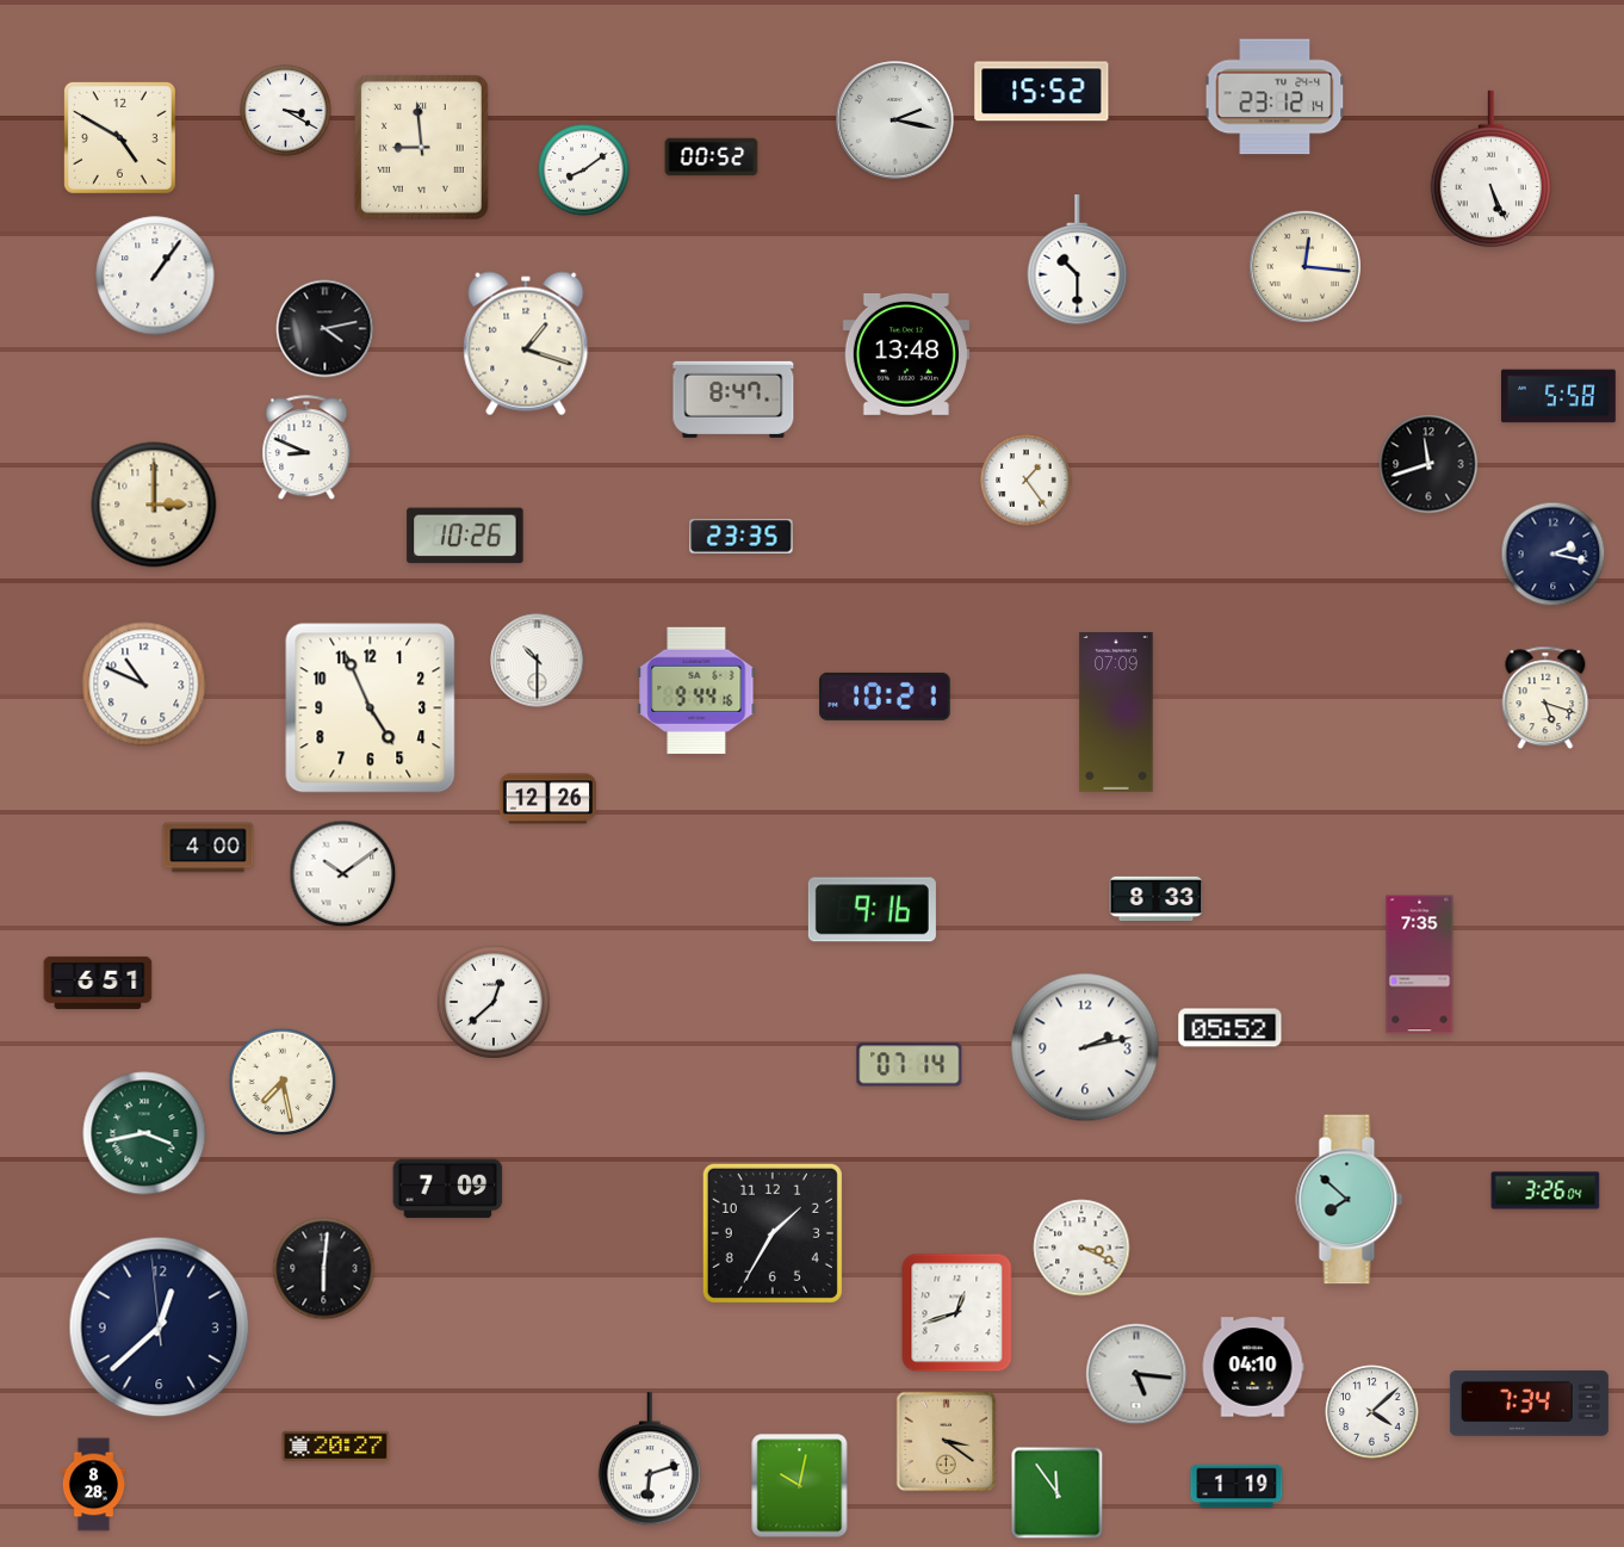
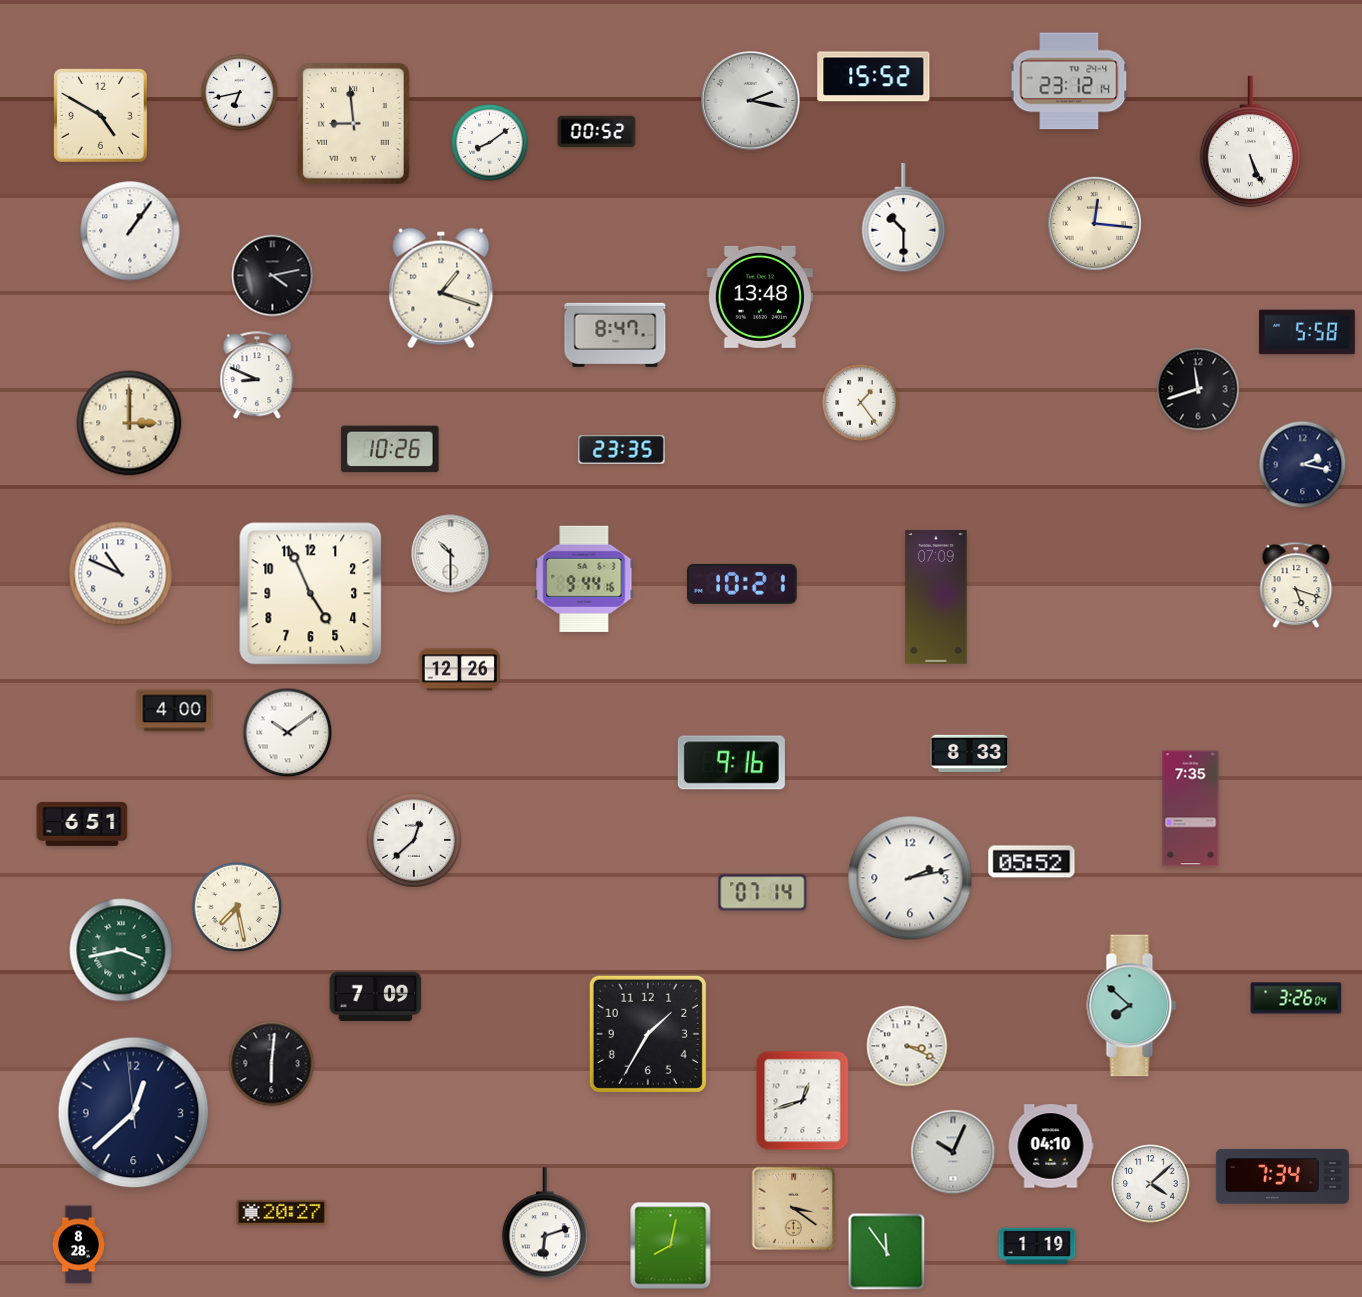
clock at (286, 111): 3:20 -> 6:43
clock at (1136, 1374): 5:16 -> 10:04
clock at (800, 1486): 10:02 -> 8:02
